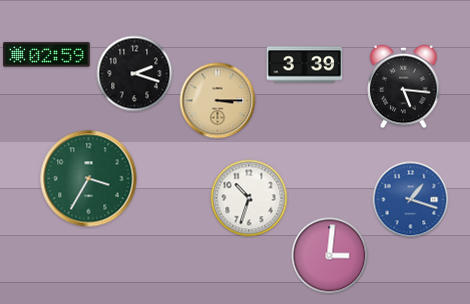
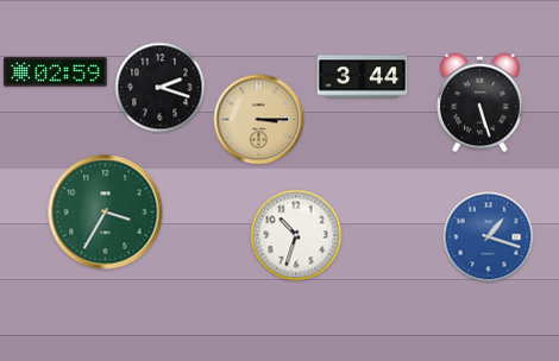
clock at (47, 55) position: (47, 55) -> (56, 72)
clock at (305, 65): 3:39 -> 3:44
clock at (404, 87): 5:16 -> 5:27
clock at (330, 256): 3:01 -> none
